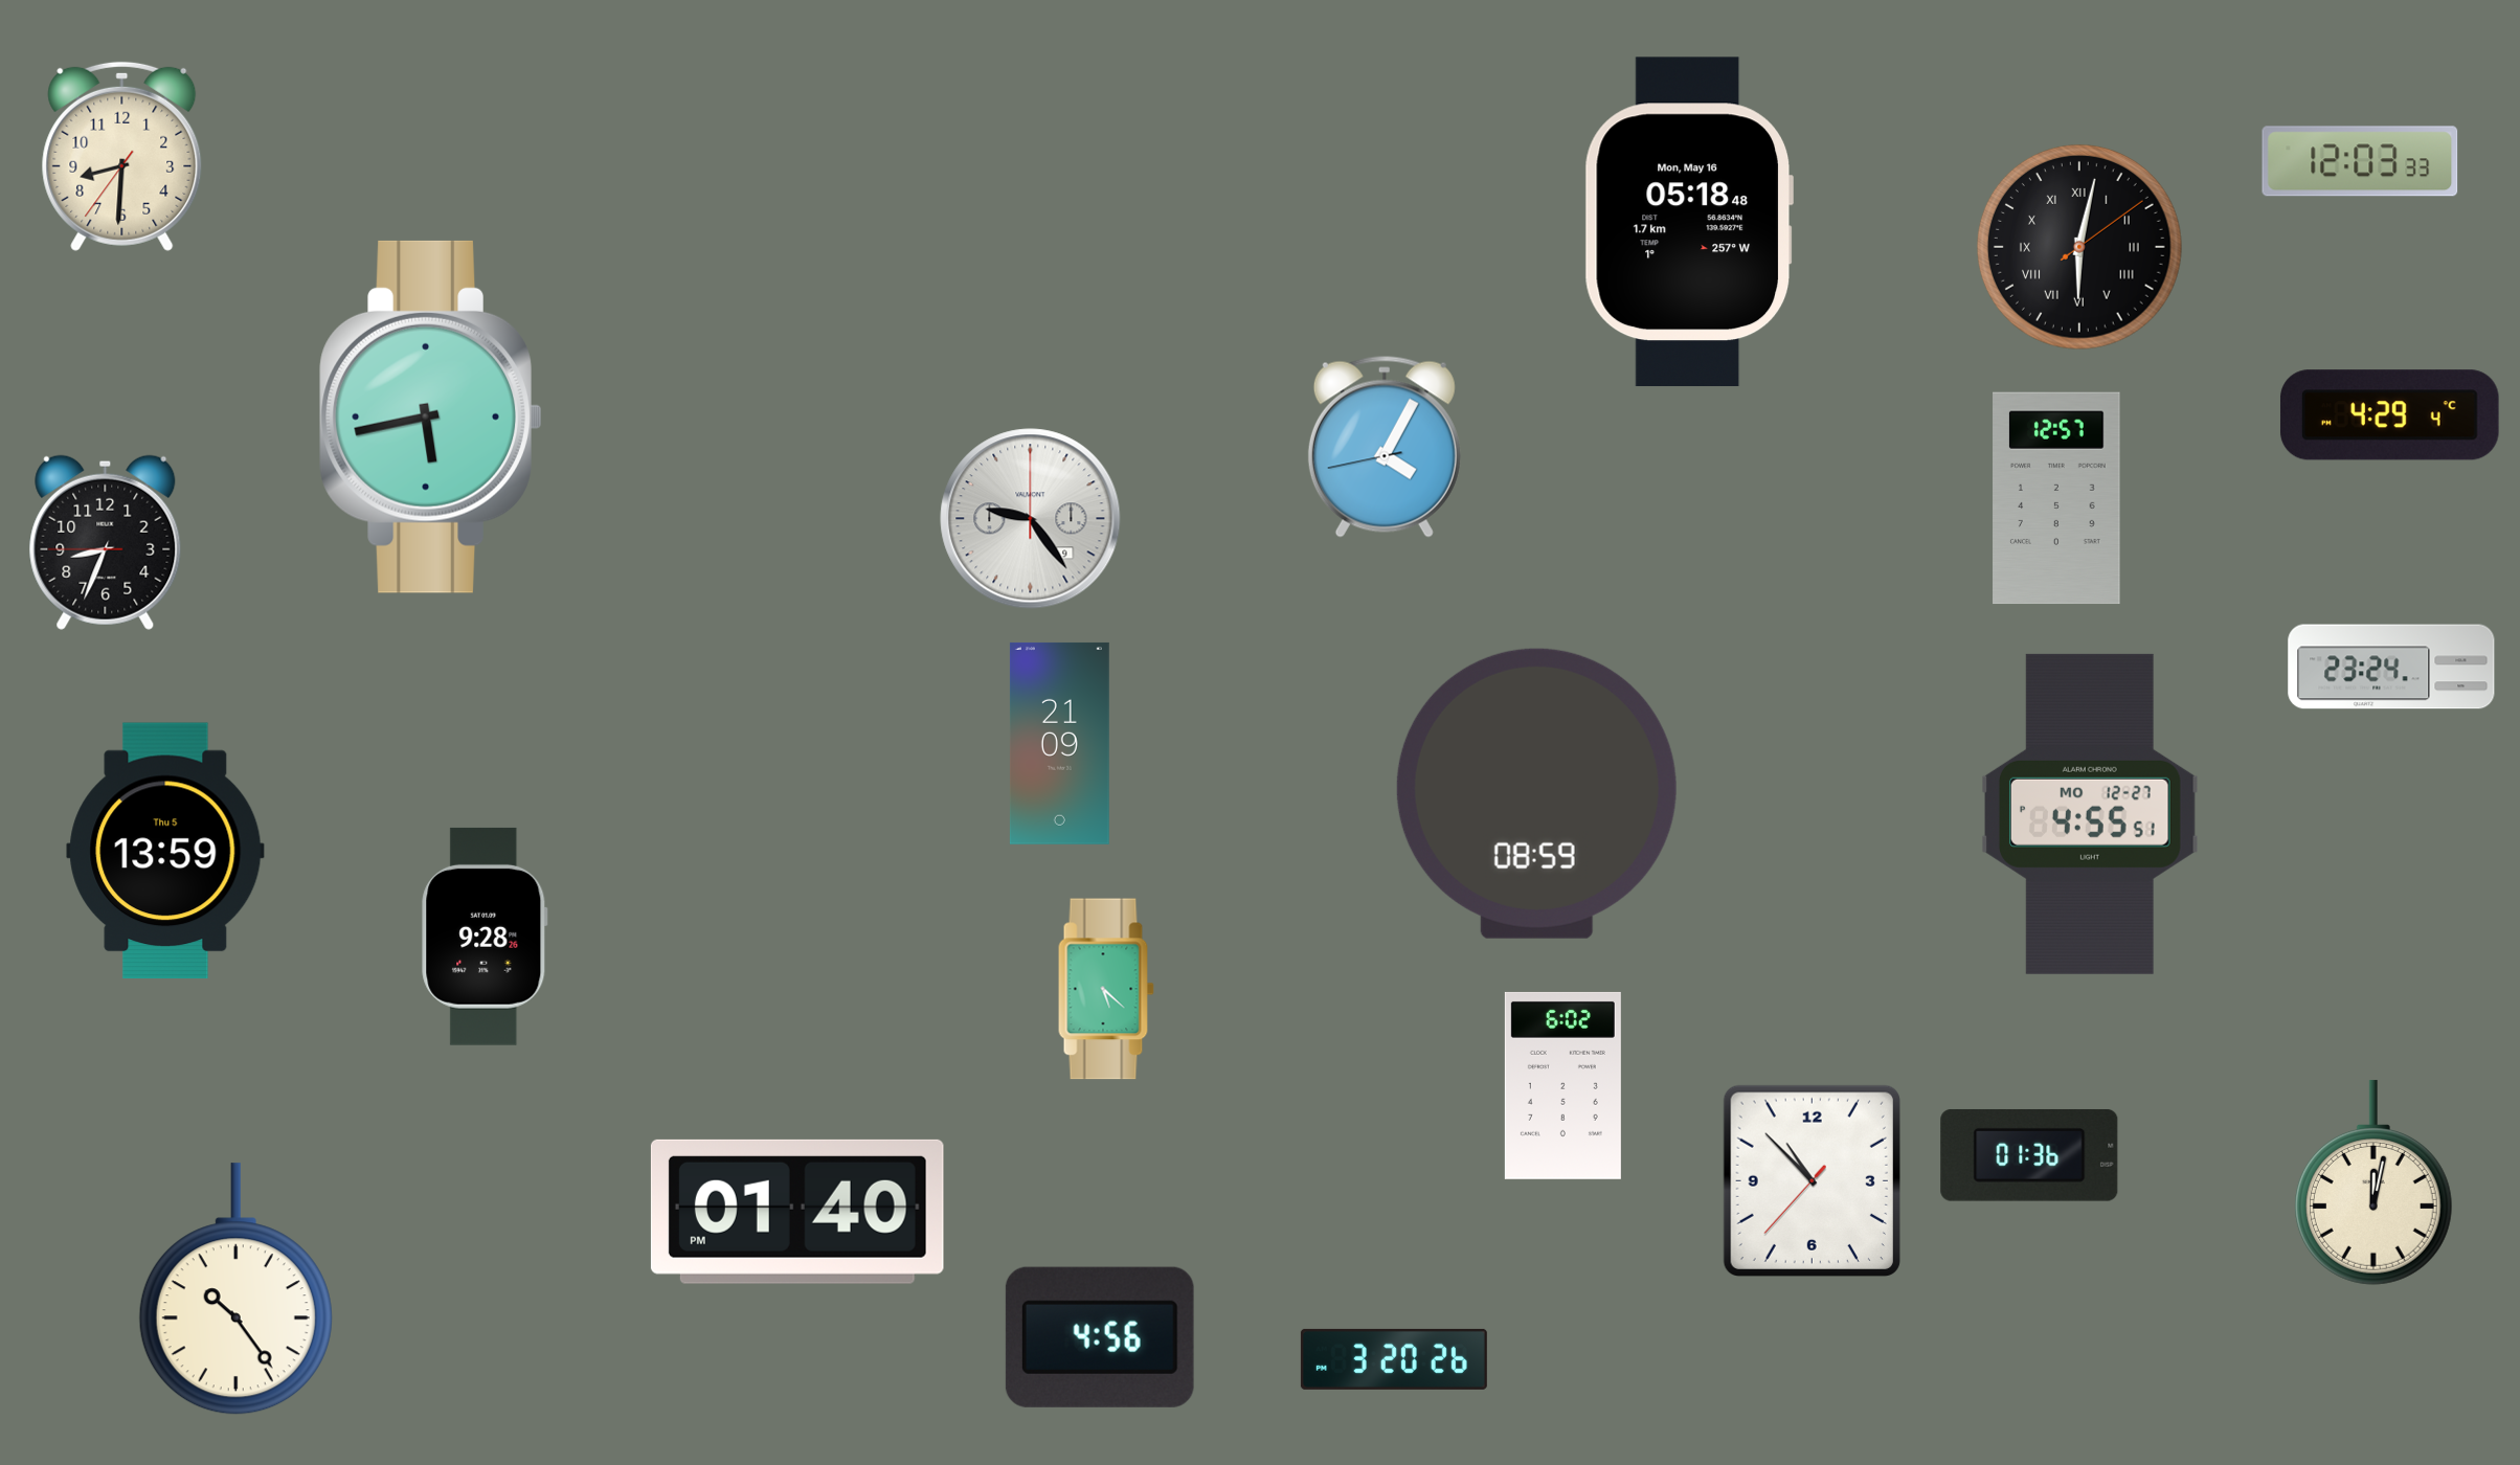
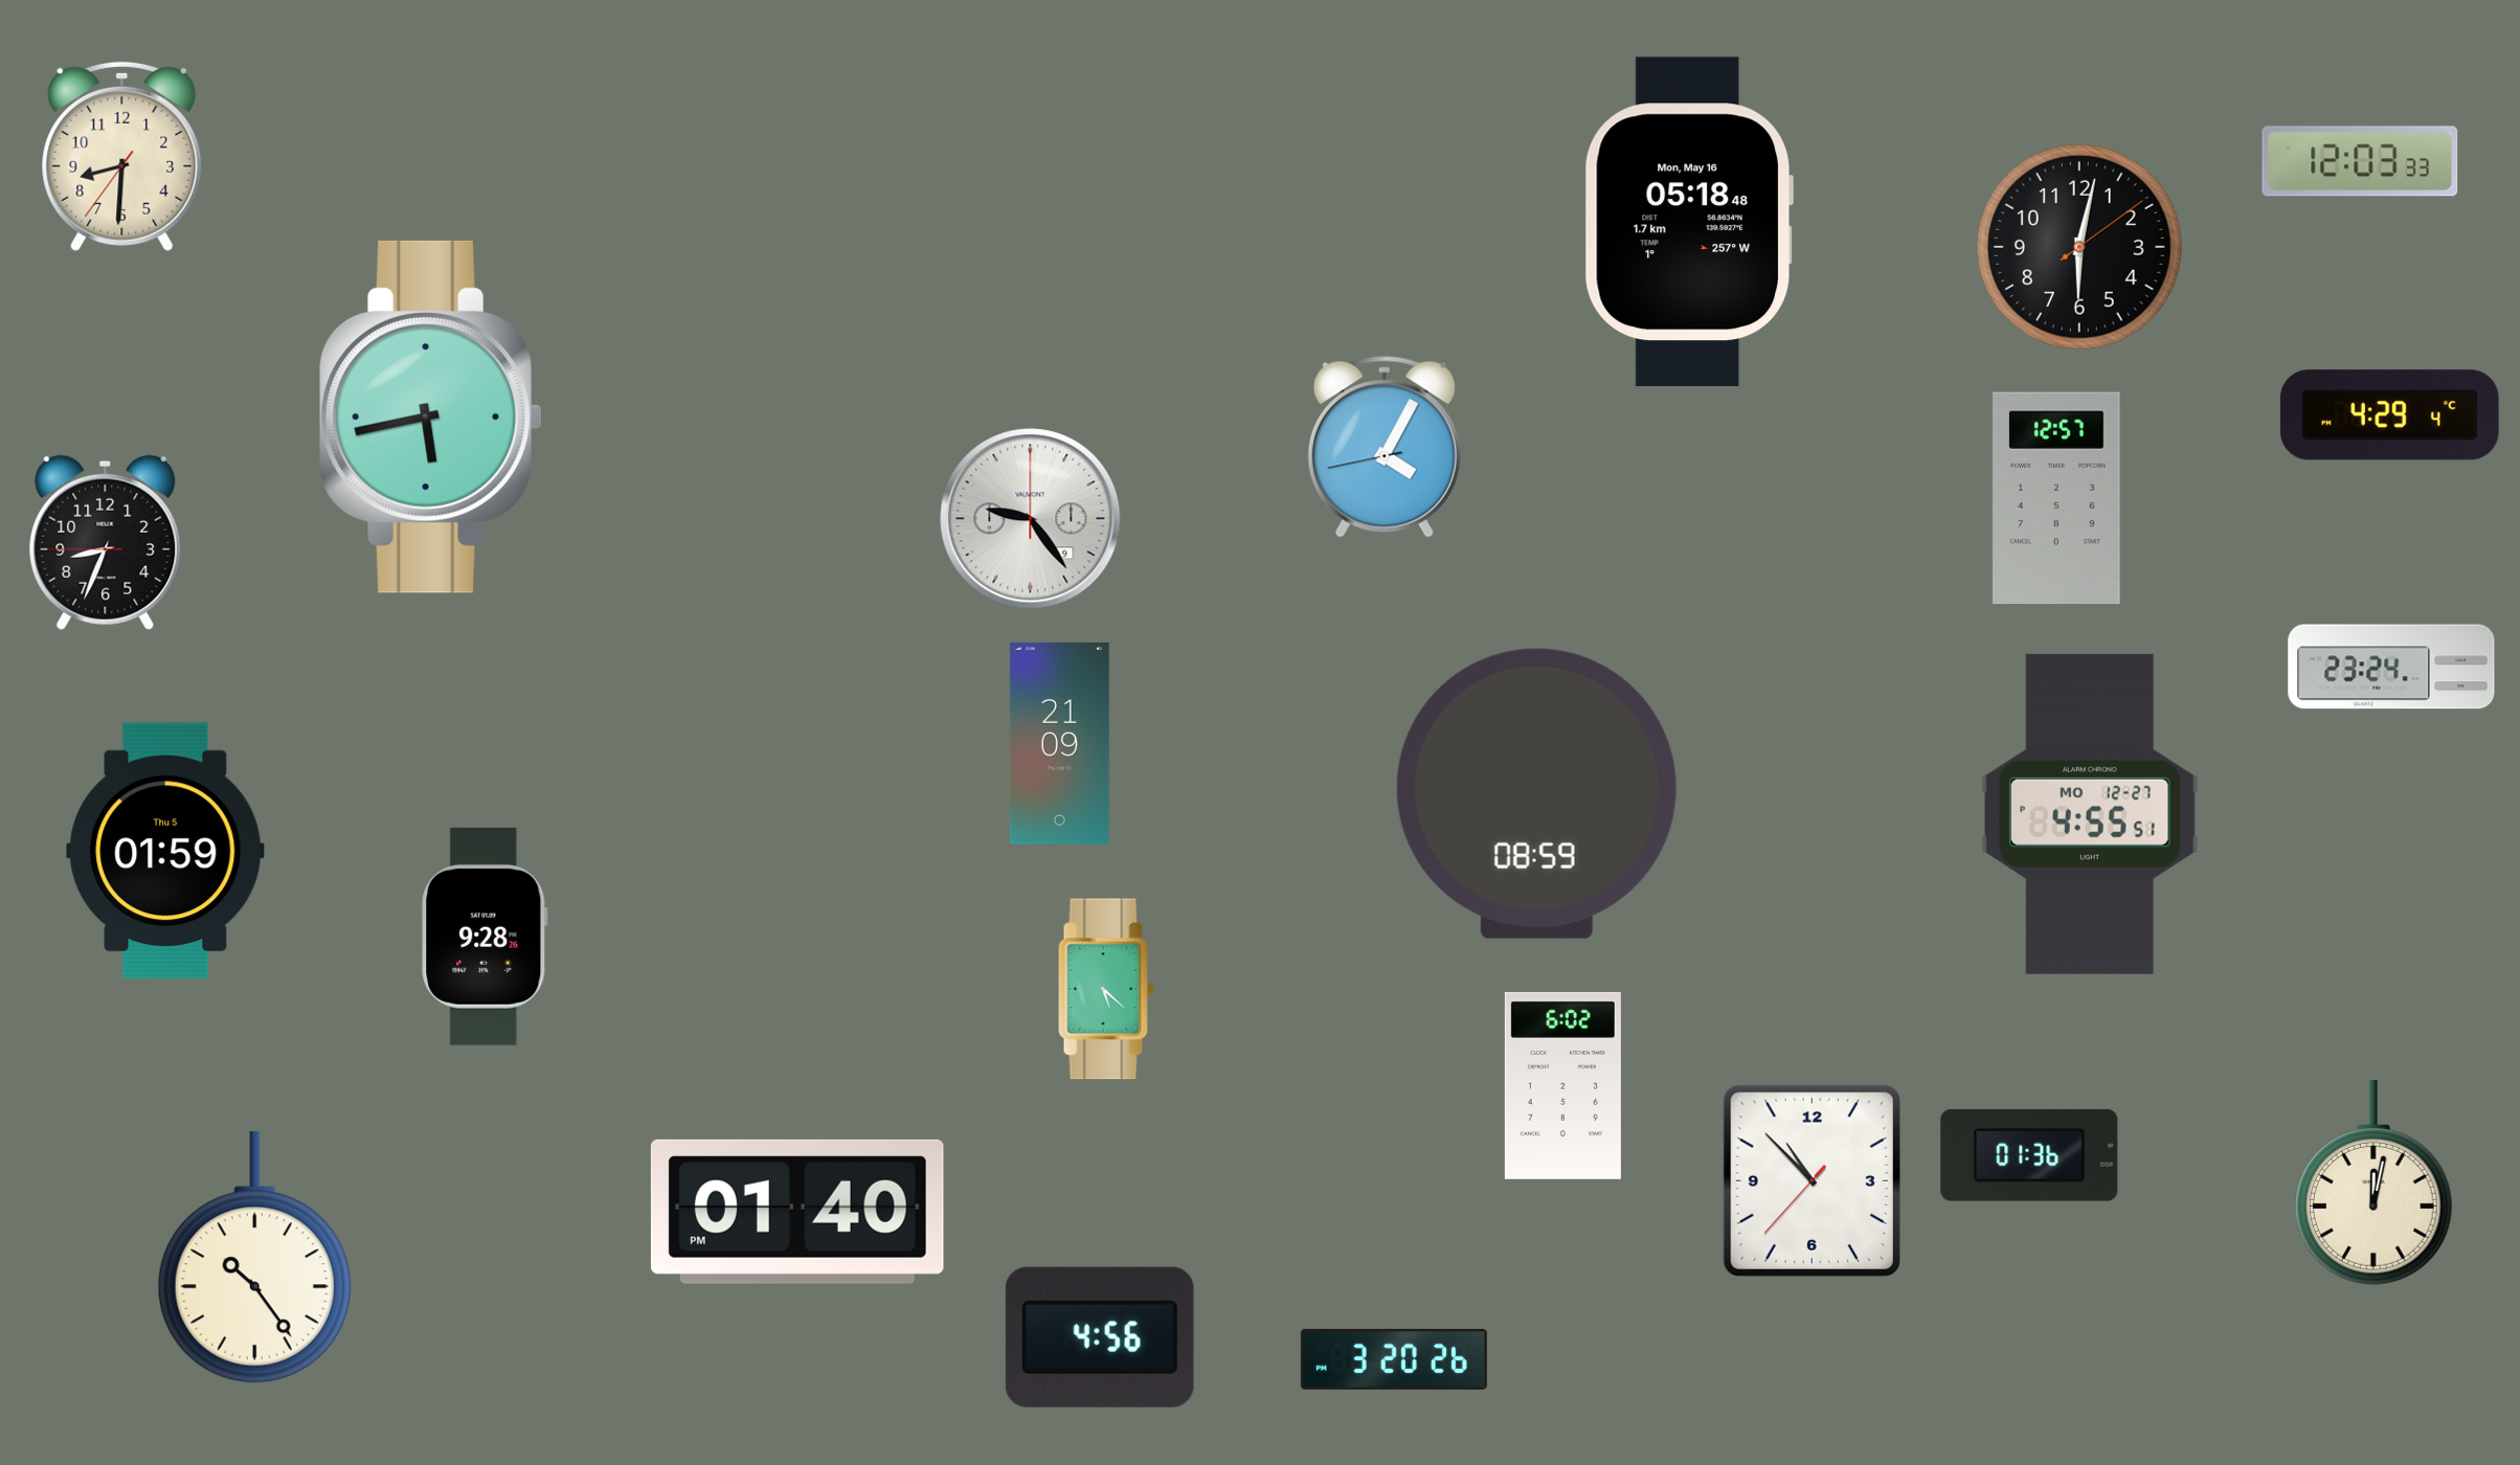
clock at (2079, 247) numerals: Roman -> Arabic
clock at (165, 851): 13:59 -> 01:59
clock at (235, 1289) position: (235, 1289) -> (254, 1258)
